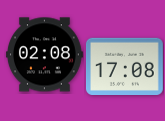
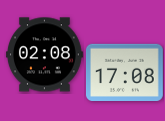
clock at (124, 66) position: (124, 66) -> (124, 72)
